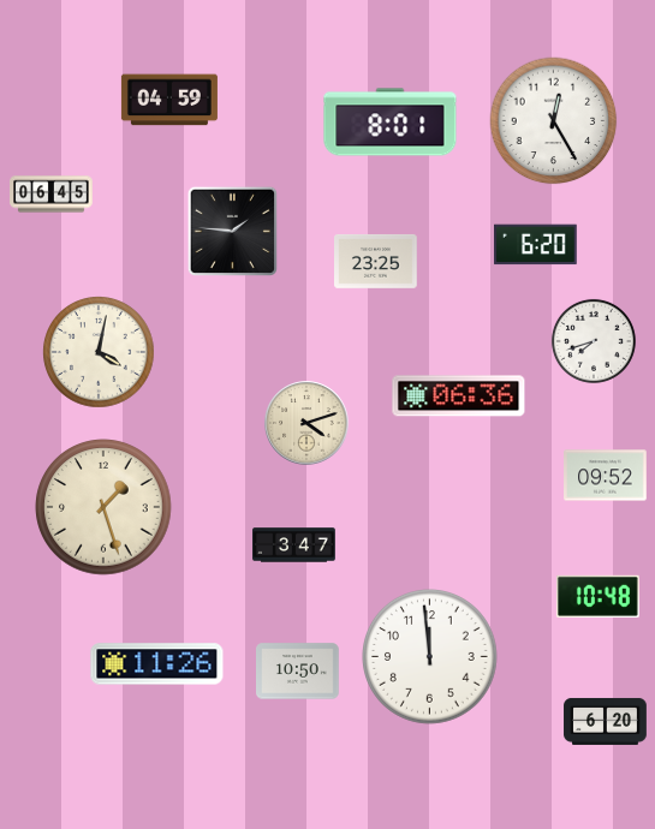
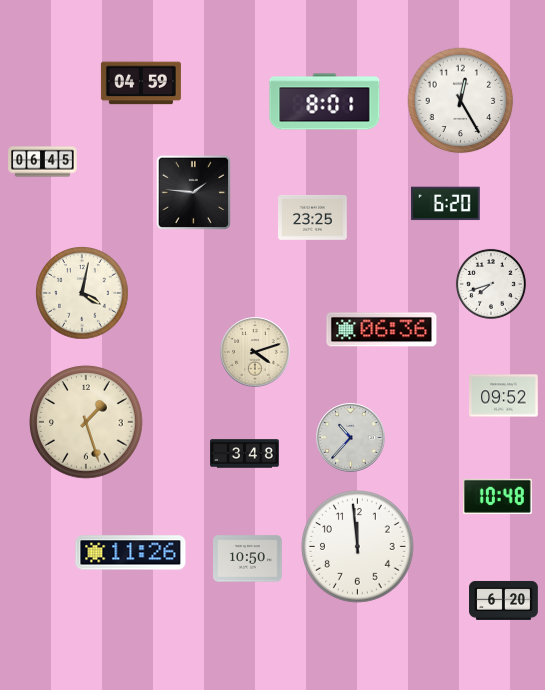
clock at (594, 341) position: (594, 341) -> (491, 284)
clock at (351, 438): none -> 10:37
clock at (294, 545): 3:47 -> 3:48
